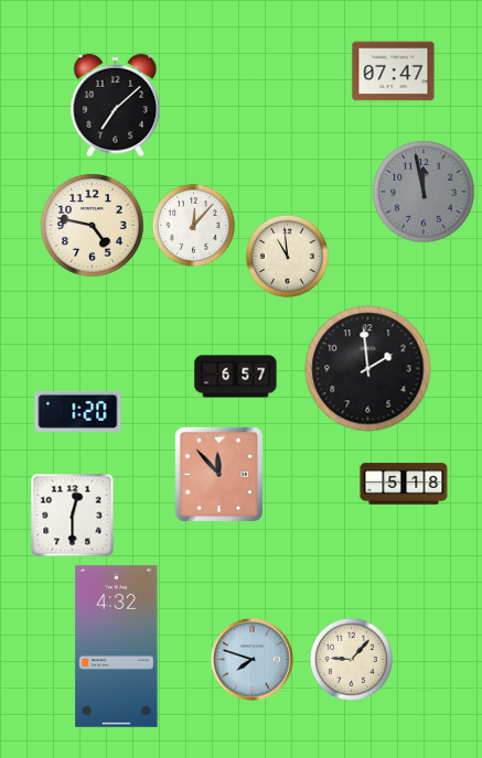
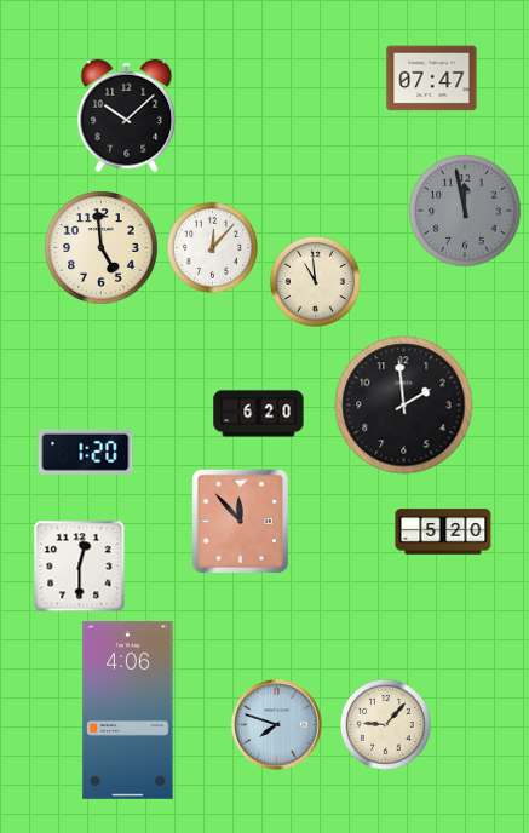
clock at (116, 106): 7:08 -> 10:08
clock at (93, 226): 4:47 -> 4:59
clock at (236, 377): 6:57 -> 6:20
clock at (404, 484): 5:18 -> 5:20
clock at (117, 646): 4:32 -> 4:06
